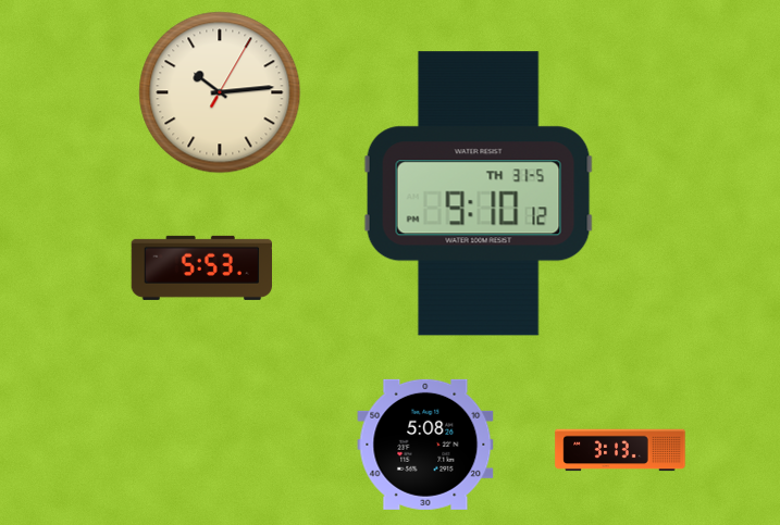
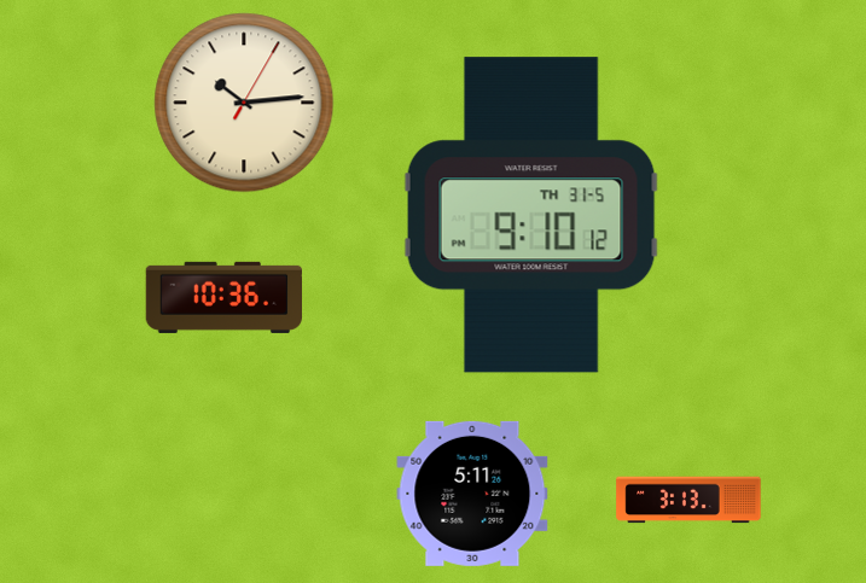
clock at (201, 267): 5:53 -> 10:36
clock at (425, 445): 5:08 -> 5:11
